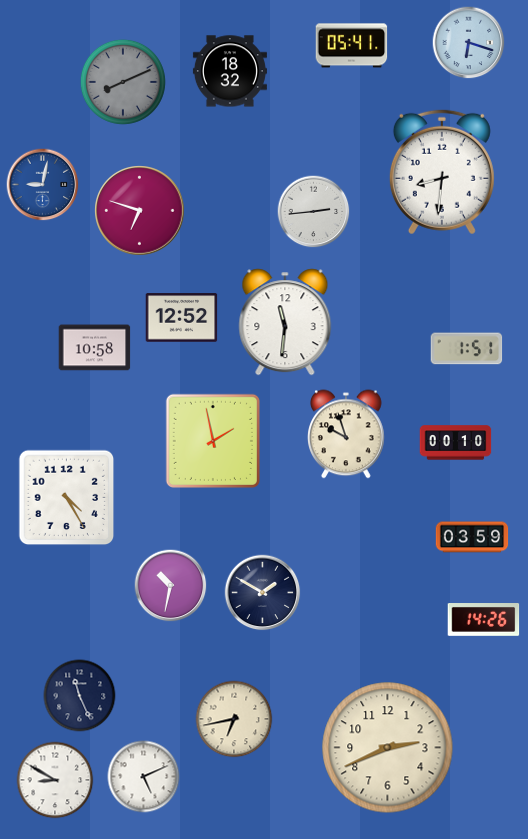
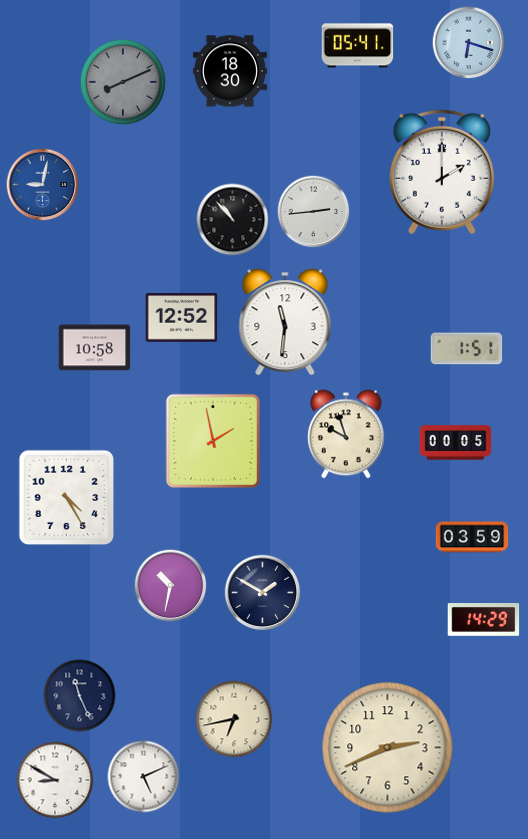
clock at (352, 46) position: (352, 46) -> (358, 46)
clock at (230, 71): 18:32 -> 18:30
clock at (442, 172): 8:31 -> 2:00
clock at (140, 211): 6:48 -> none
clock at (233, 220): none -> 10:53
clock at (456, 443): 00:10 -> 00:05
clock at (484, 620): 14:26 -> 14:29
